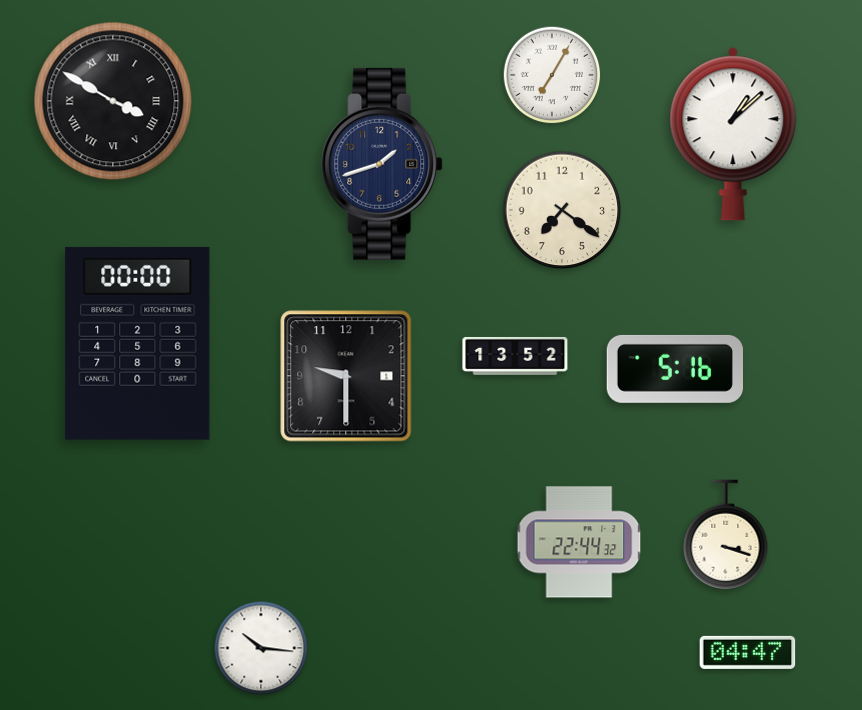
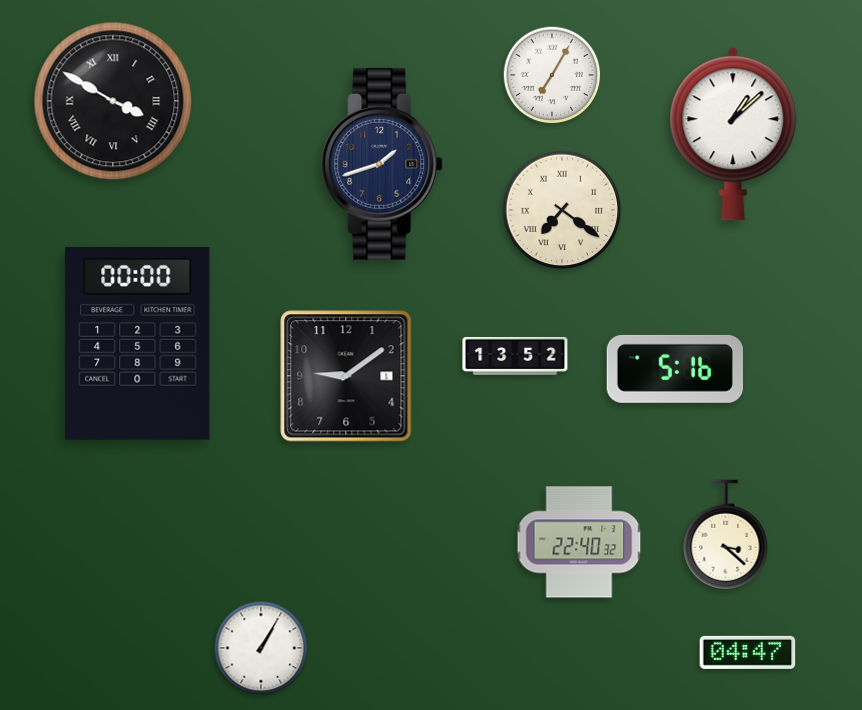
clock at (562, 210) numerals: Arabic -> Roman
clock at (346, 376): 9:30 -> 9:09
clock at (726, 535): 3:18 -> 3:22
clock at (579, 542): 22:44 -> 22:40
clock at (261, 648): 10:16 -> 1:05
